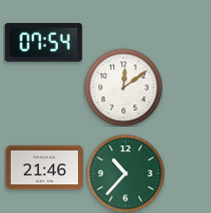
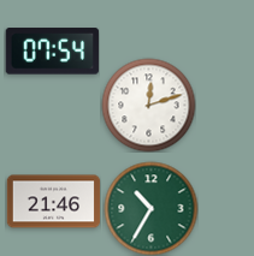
clock at (123, 87): 12:09 -> 12:12
clock at (125, 173): 10:37 -> 10:35
